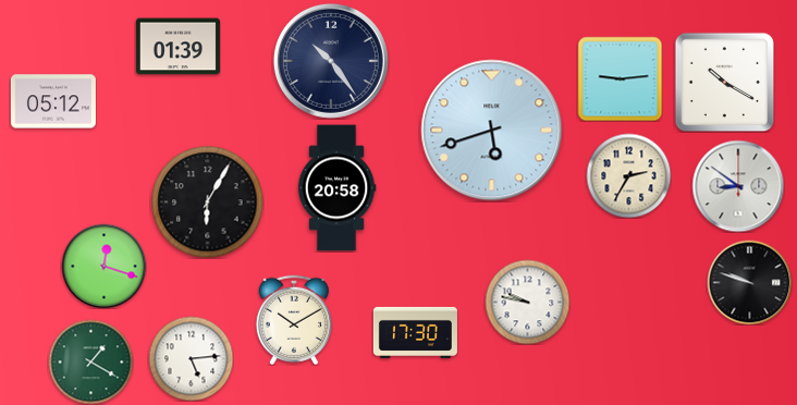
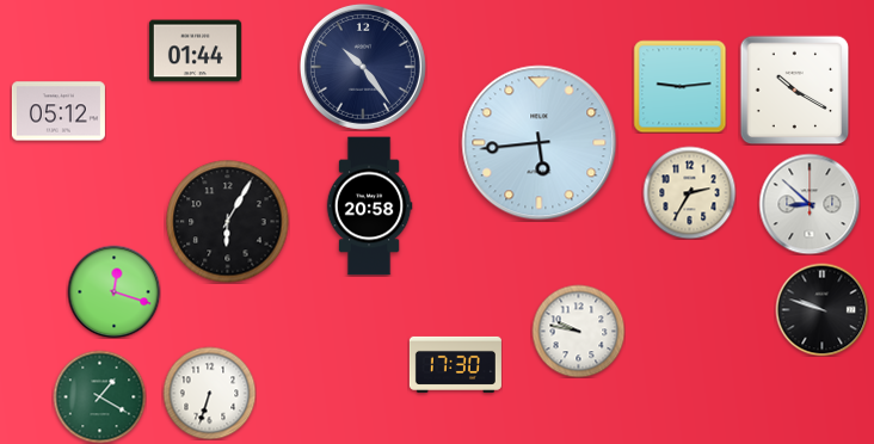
clock at (177, 47): 01:39 -> 01:44
clock at (492, 131): 5:42 -> 5:44
clock at (738, 186): 8:51 -> 8:52
clock at (293, 320): 10:10 -> none
clock at (191, 358): 5:14 -> 6:33
